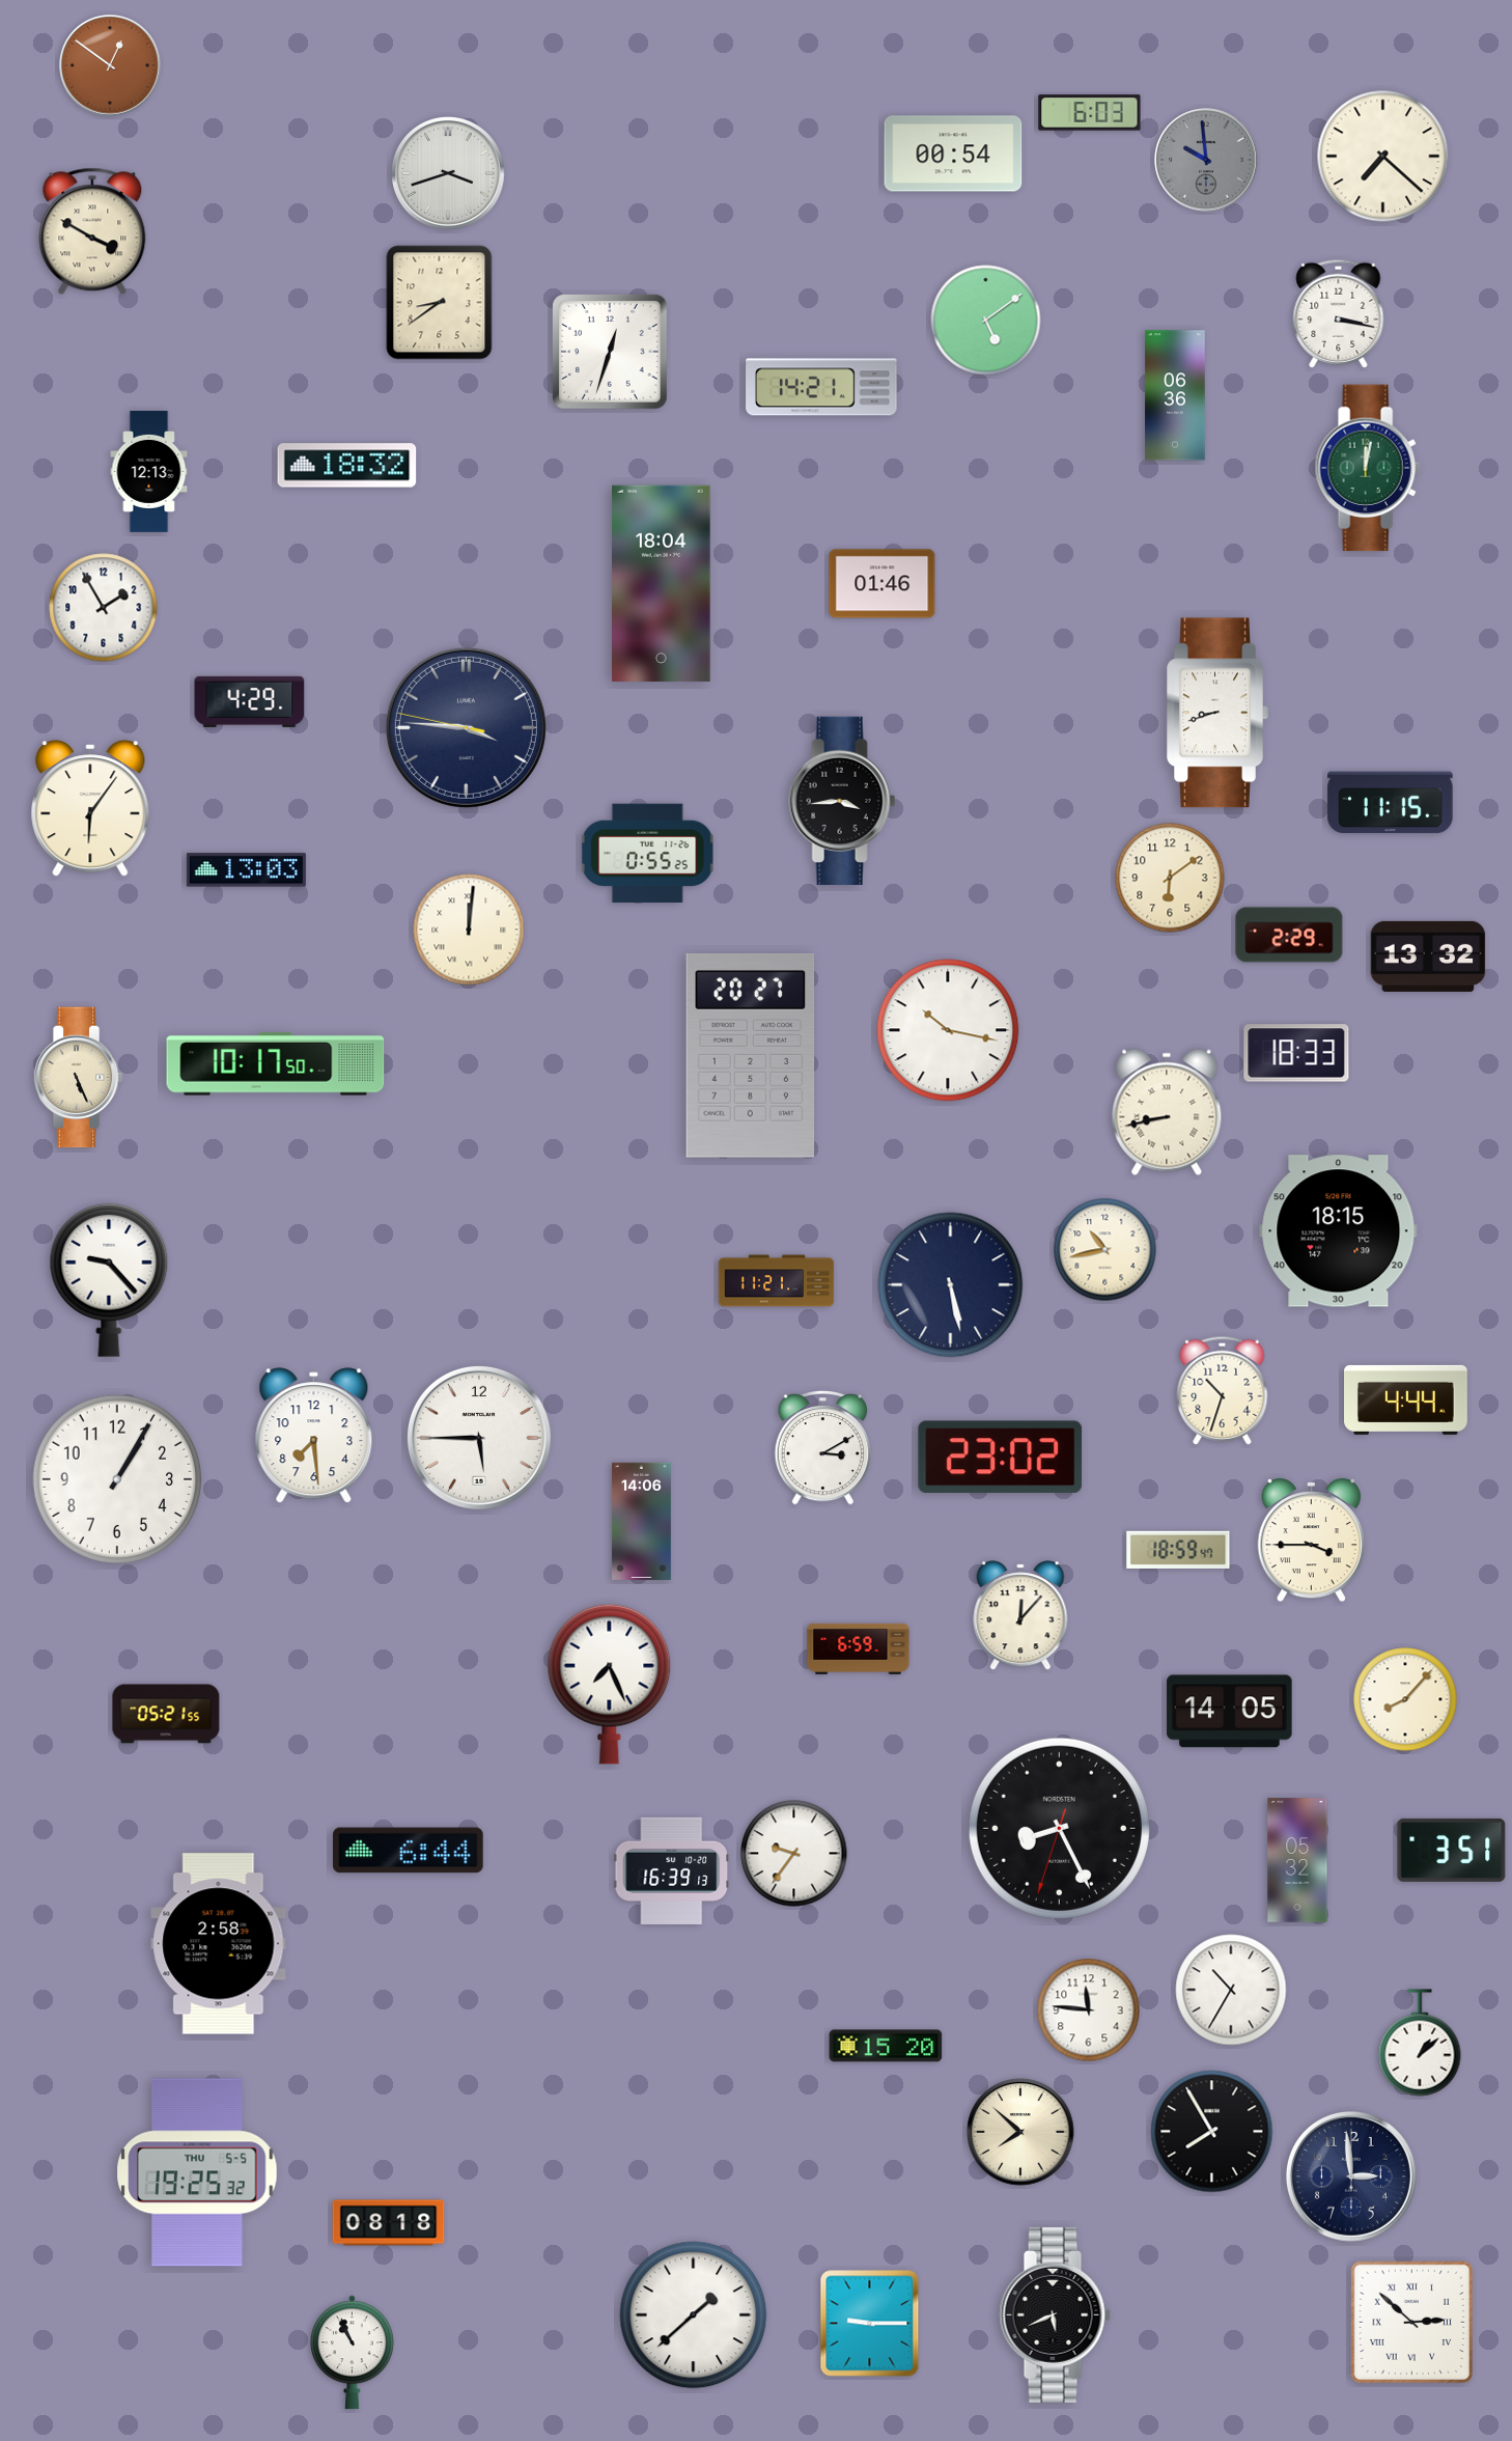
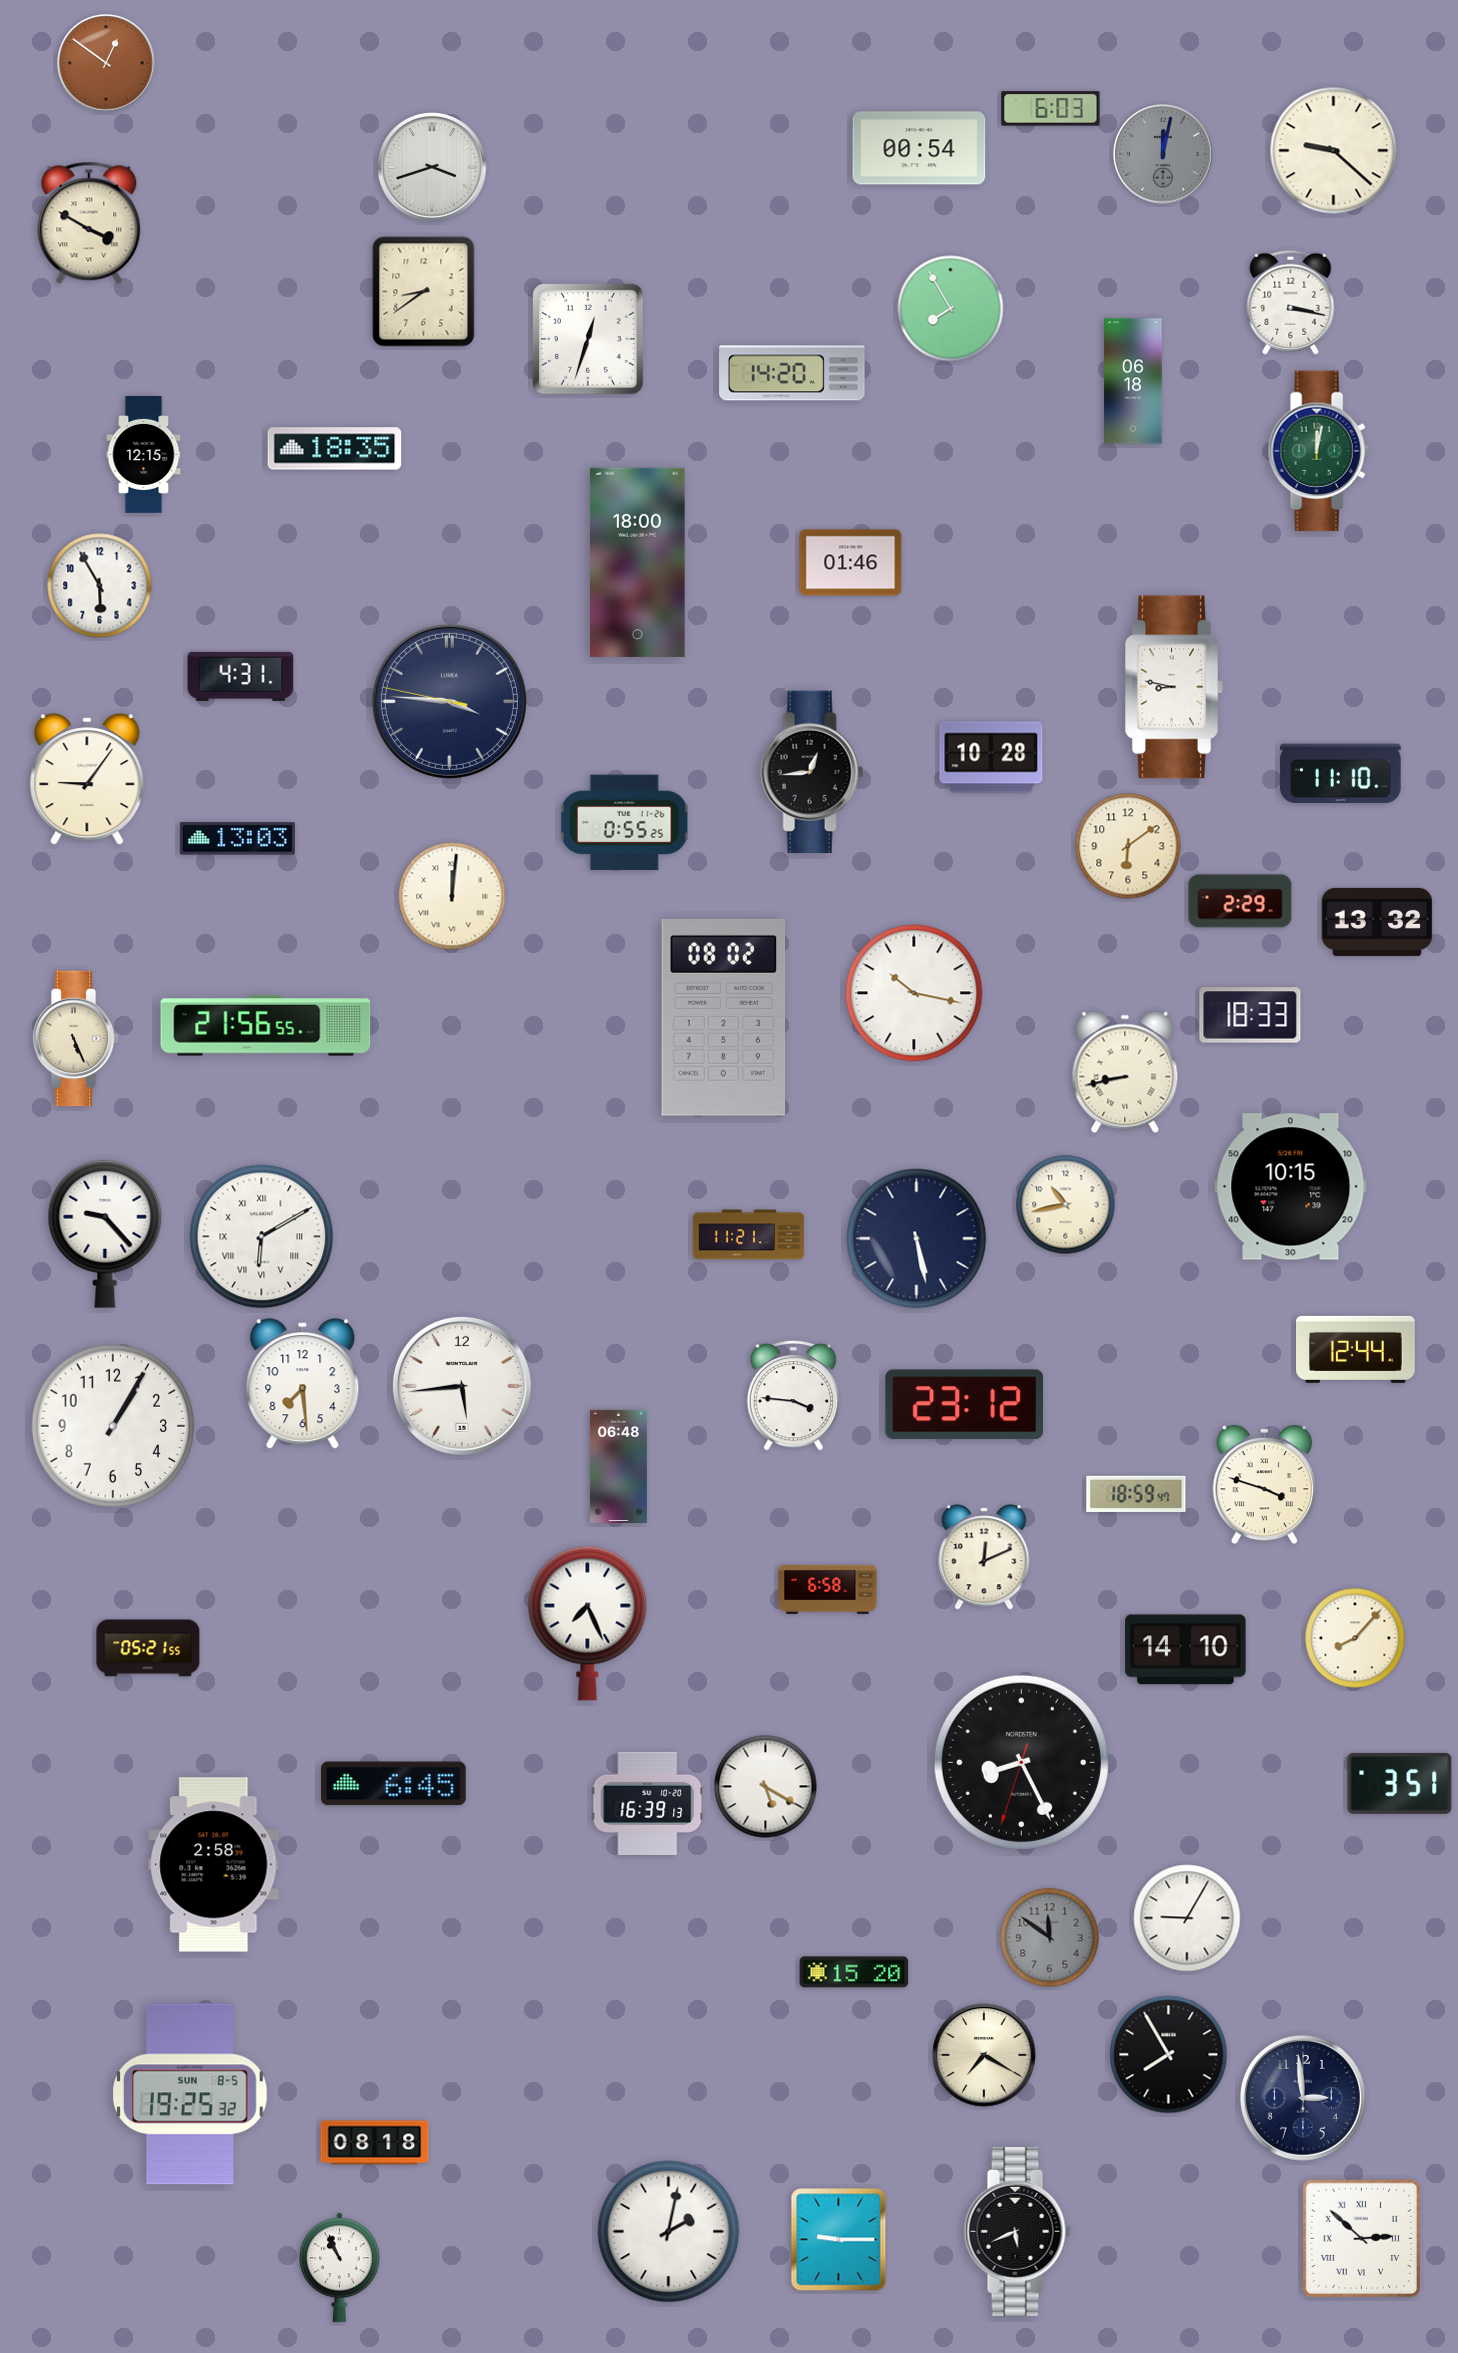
clock at (1383, 157): 7:22 -> 9:22
clock at (1206, 160): 9:59 -> 12:02
clock at (986, 321): 5:09 -> 7:55
clock at (821, 387): 14:21 -> 14:20
clock at (1175, 395): 06:36 -> 06:18
clock at (347, 466): 18:32 -> 18:35
clock at (149, 471): 12:13 -> 12:15
clock at (662, 583): 18:04 -> 18:00
clock at (104, 608): 1:55 -> 5:55
clock at (250, 701): 4:29 -> 4:31
clock at (1217, 713): 8:42 -> 8:47
clock at (991, 757): none -> 10:28
clock at (842, 800): 3:44 -> 12:44
clock at (1391, 803): 11:15 -> 11:10
clock at (90, 808): 6:06 -> 9:06
clock at (1289, 935) position: (1289, 935) -> (1240, 901)
clock at (751, 1055): 20:27 -> 08:02
clock at (276, 1064): 10:17 -> 21:56
clock at (1339, 1231): 18:15 -> 10:15
clock at (262, 1237): none -> 6:10
clock at (1223, 1390): 10:33 -> none
clock at (1406, 1399): 4:44 -> 12:44
clock at (479, 1438): 5:45 -> 5:44
clock at (822, 1448): 3:10 -> 3:46
clock at (1001, 1458): 23:02 -> 23:12
clock at (641, 1521): 14:06 -> 06:48
clock at (1311, 1541): 3:45 -> 3:48
clock at (1020, 1615): 12:07 -> 12:11
clock at (859, 1648): 6:59 -> 6:58
clock at (1230, 1712): 14:05 -> 14:10
clock at (166, 1714) position: (166, 1714) -> (148, 1648)
clock at (409, 1851): 6:44 -> 6:45
clock at (794, 1854): 9:36 -> 5:20
clock at (1297, 1860): 05:32 -> none
clock at (219, 1944) position: (219, 1944) -> (214, 1865)
clock at (1231, 1990): 10:35 -> 9:05
clock at (1089, 2010): 11:46 -> 11:51
clock at (1089, 2010) dial: white -> grey
clock at (1420, 2043): 1:08 -> none
clock at (1020, 2132): 7:52 -> 7:20
clock at (197, 2172) date: THU 5-5 -> SUN 8-5
clock at (694, 2315): 1:38 -> 2:02
